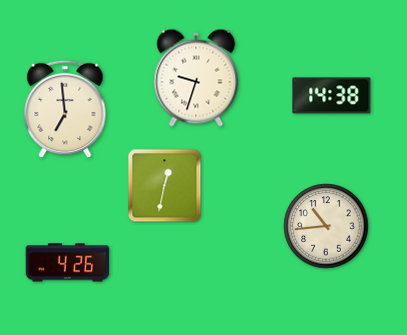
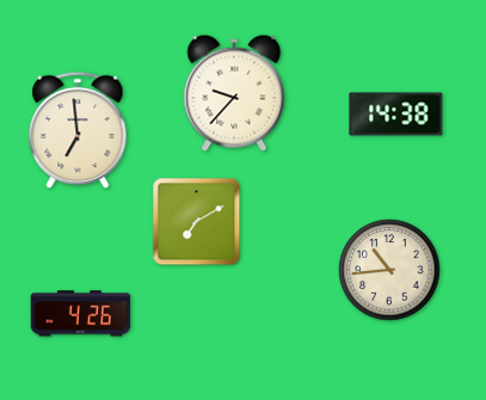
clock at (196, 78): 9:33 -> 9:37
clock at (165, 186): 12:32 -> 7:10
